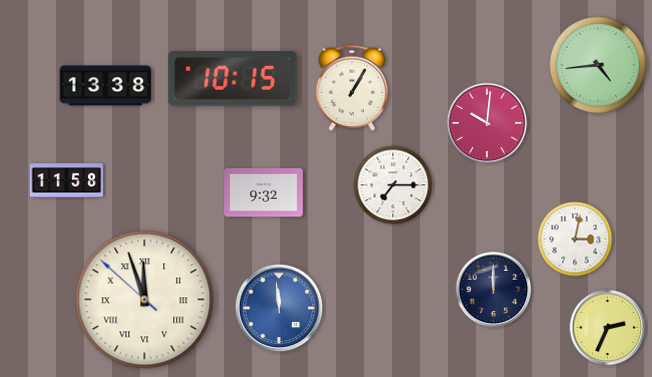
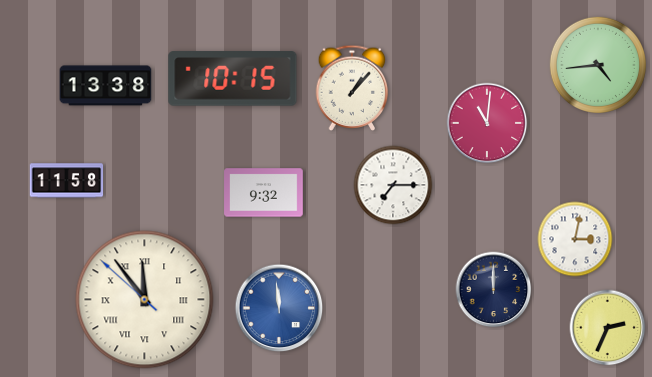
clock at (352, 88): 1:05 -> 1:07
clock at (487, 123): 10:01 -> 11:01
clock at (145, 300): 11:56 -> 11:53
